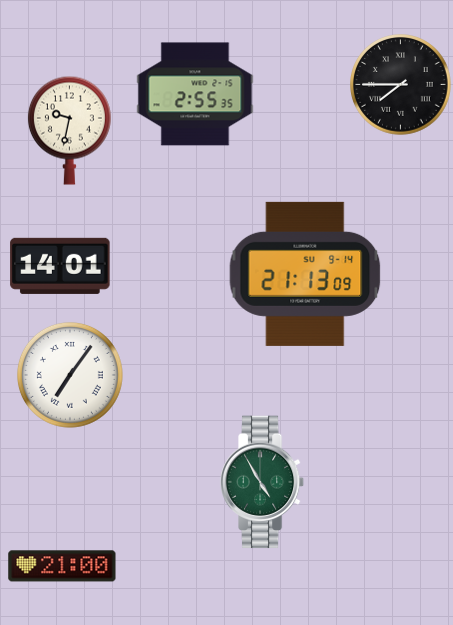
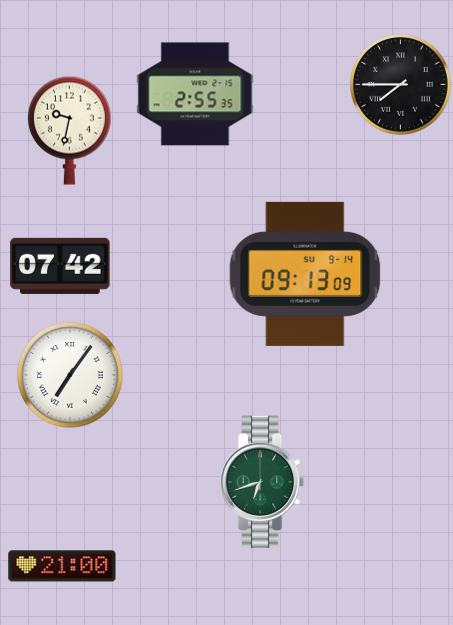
clock at (60, 266): 14:01 -> 07:42
clock at (305, 274): 21:13 -> 09:13
clock at (262, 482): 4:55 -> 6:42
